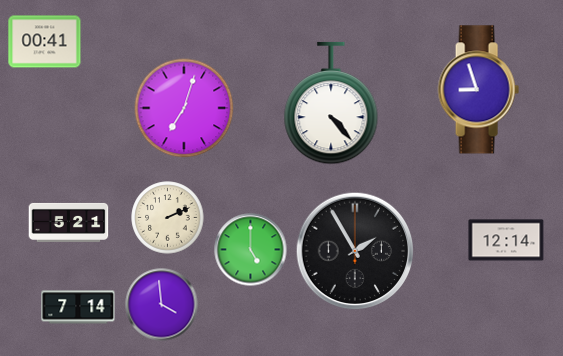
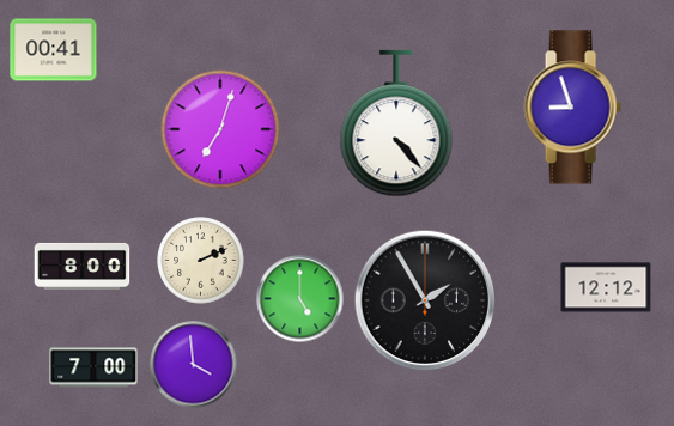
clock at (69, 222): 5:21 -> 8:00
clock at (506, 240): 12:14 -> 12:12
clock at (78, 307): 7:14 -> 7:00
